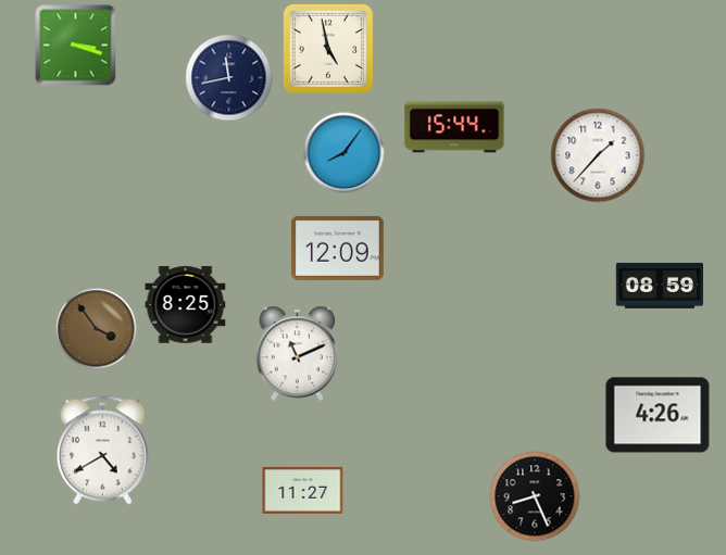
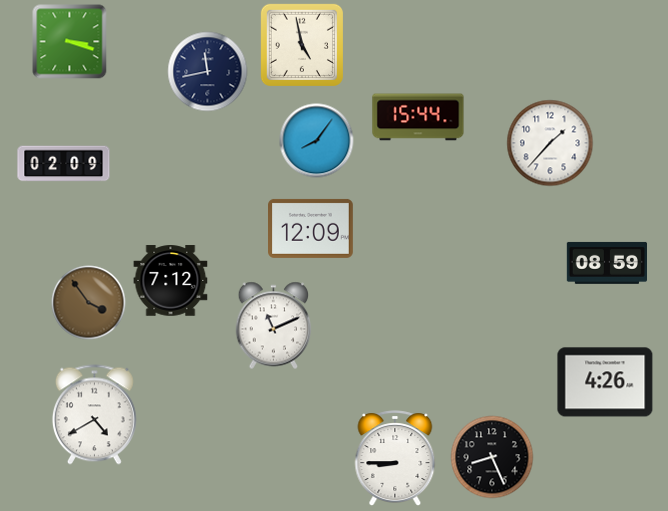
clock at (229, 78) position: (229, 78) -> (208, 72)
clock at (64, 164): none -> 02:09
clock at (186, 305): 8:25 -> 7:12
clock at (303, 490): 11:27 -> none
clock at (395, 458): none -> 8:45
